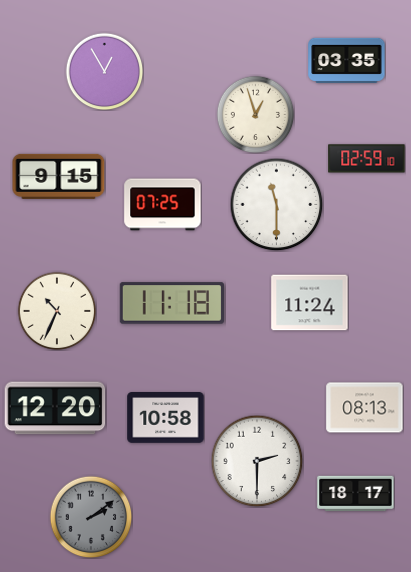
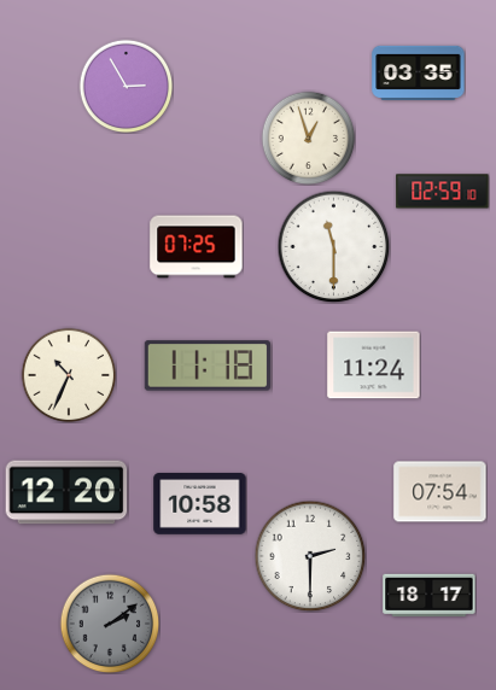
clock at (104, 71): 12:55 -> 2:55
clock at (59, 176): 9:15 -> none
clock at (365, 408): 08:13 -> 07:54
